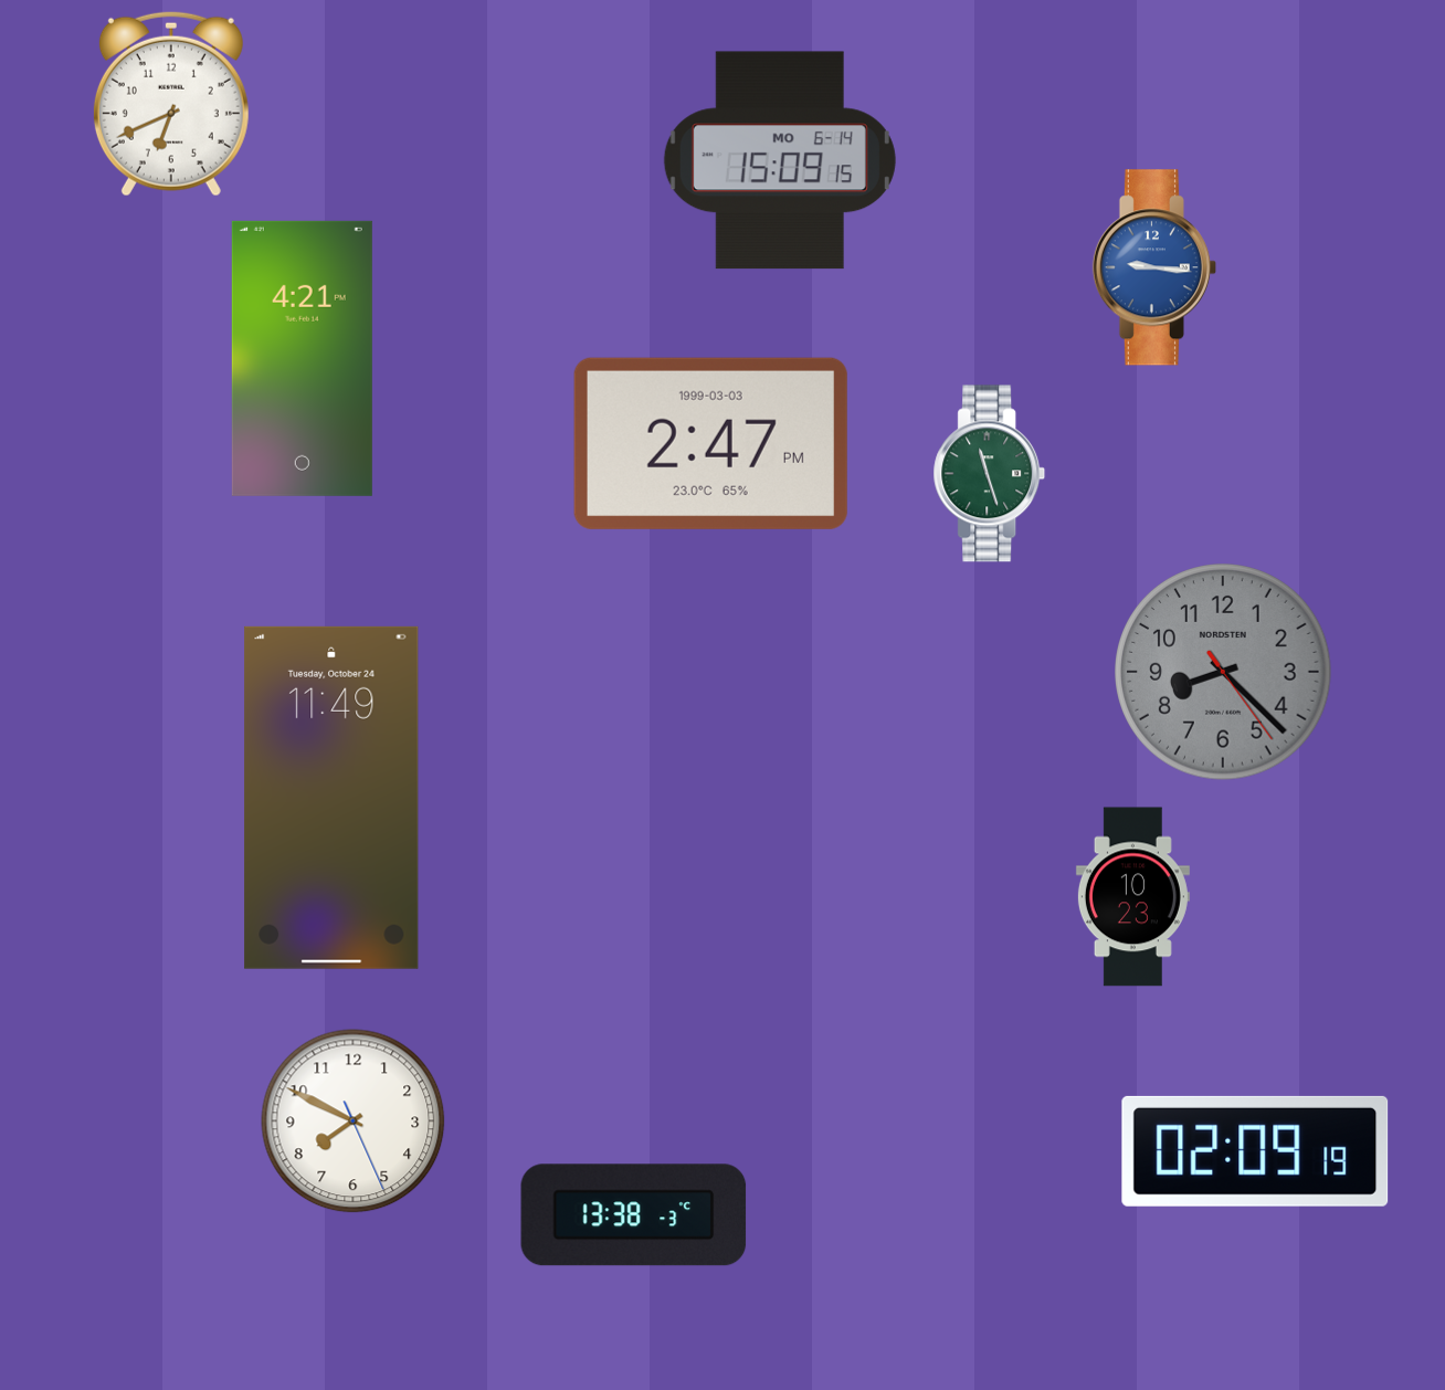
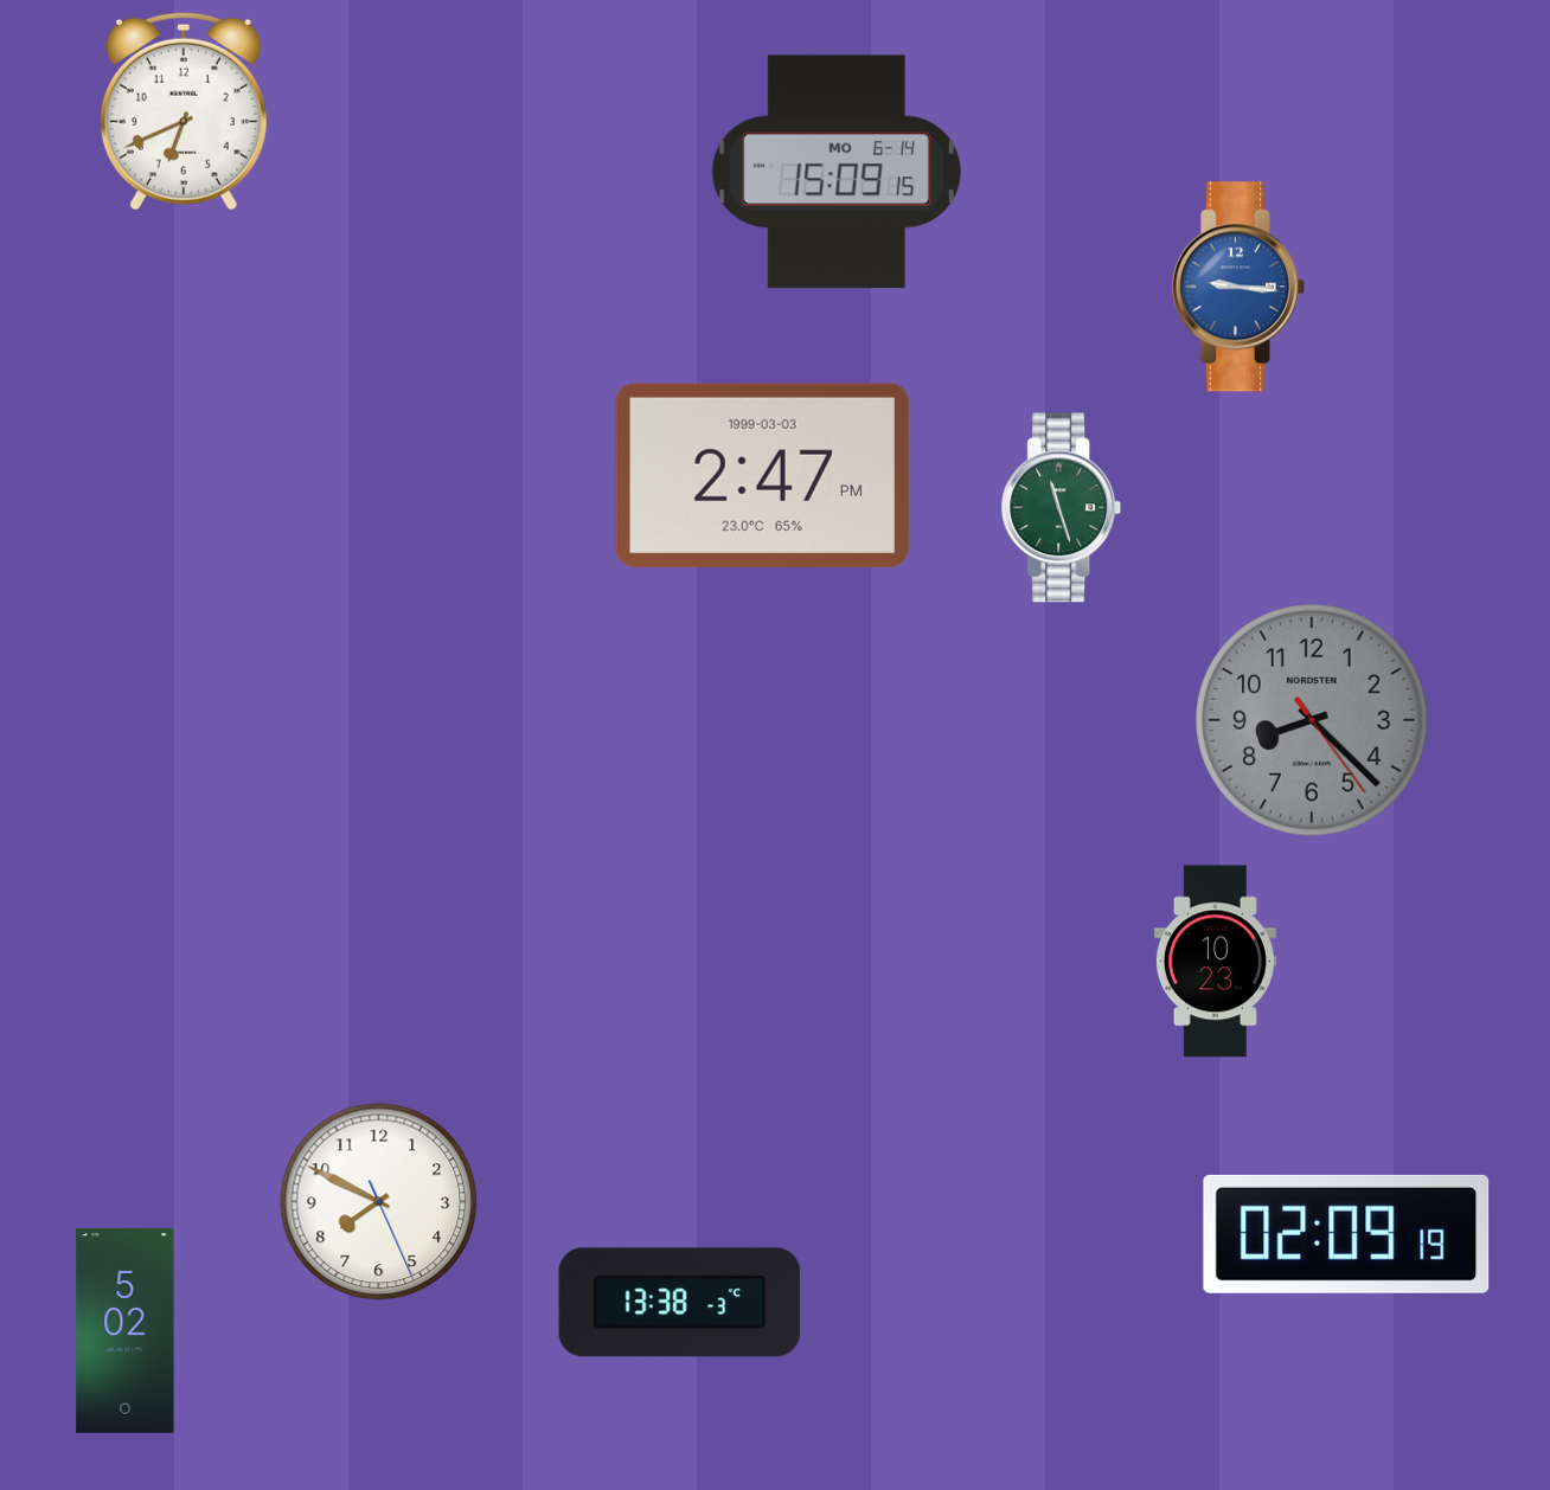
clock at (302, 358): 4:21 -> none
clock at (331, 798): 11:49 -> none
clock at (126, 1331): none -> 5:02
